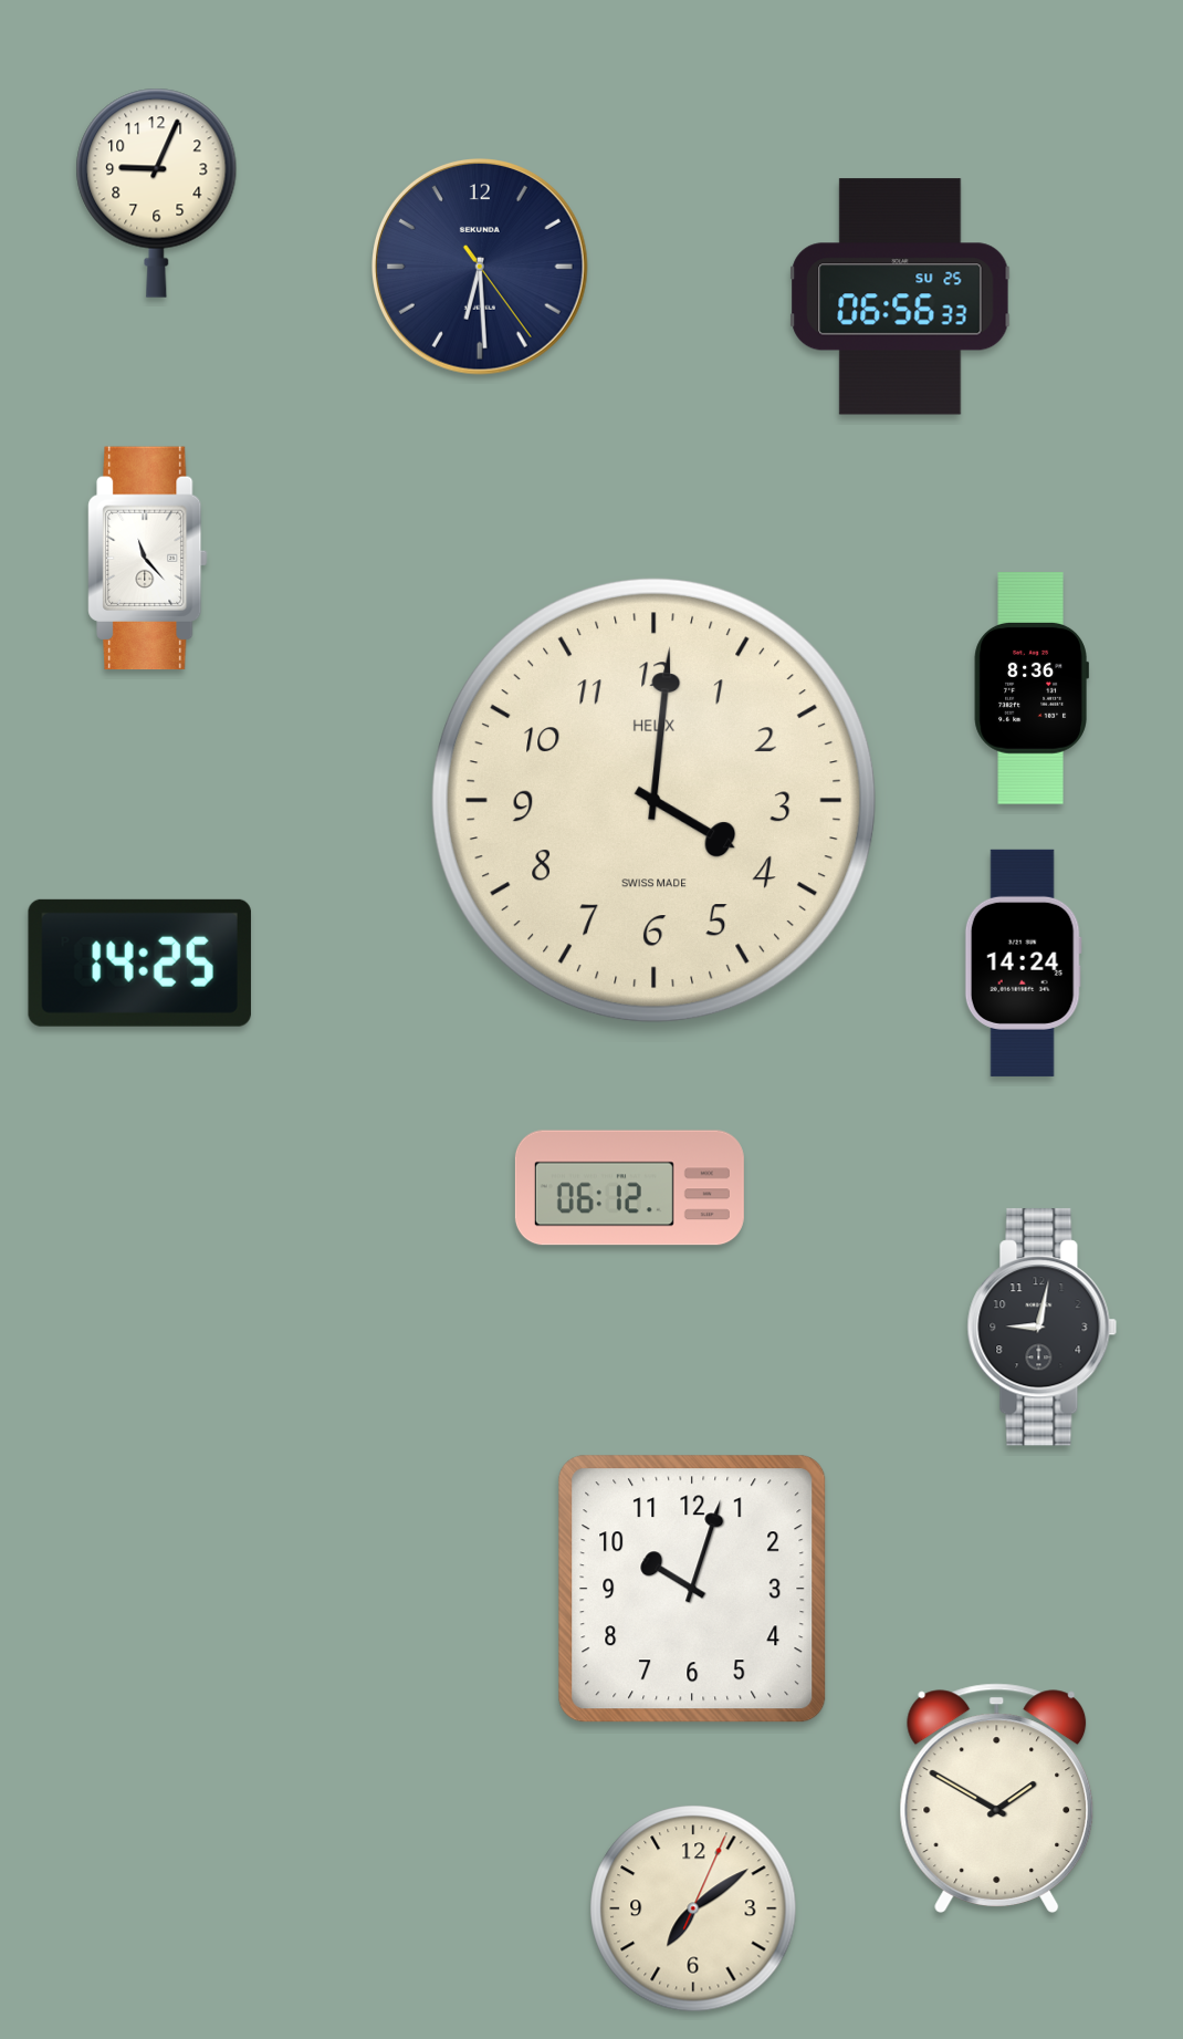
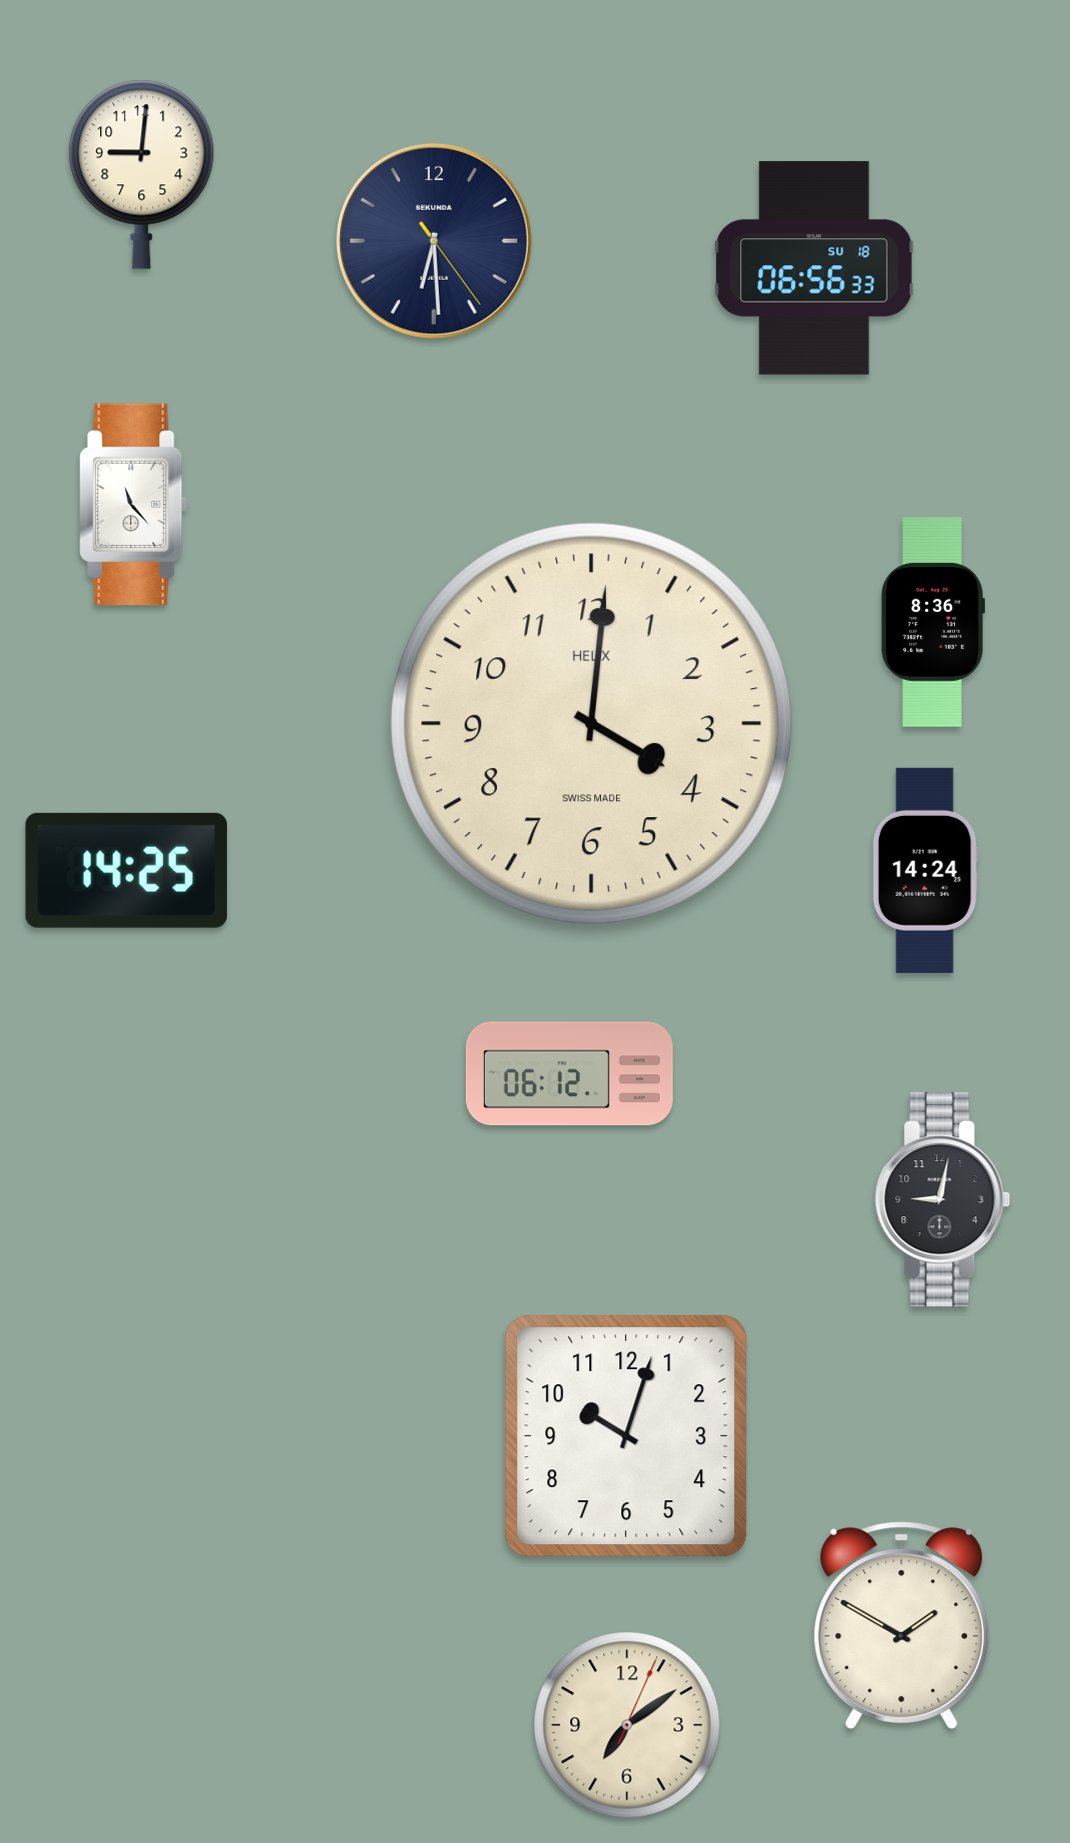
clock at (157, 193): 9:04 -> 9:01
clock at (900, 297) date: SU 25 -> SU 18
